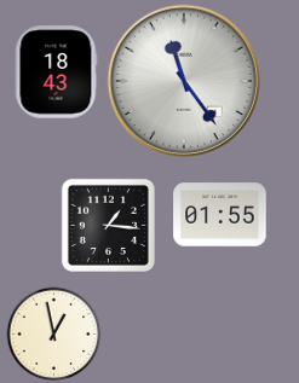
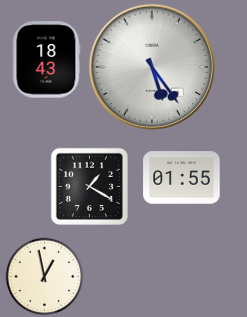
clock at (184, 81): 11:24 -> 5:24
clock at (108, 225): 1:16 -> 1:20
